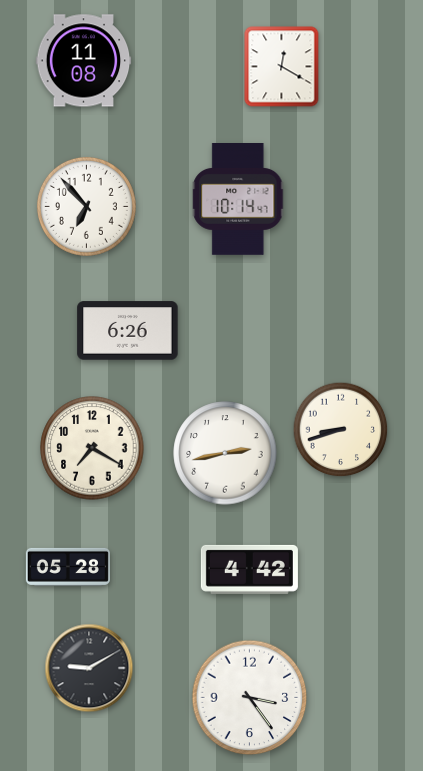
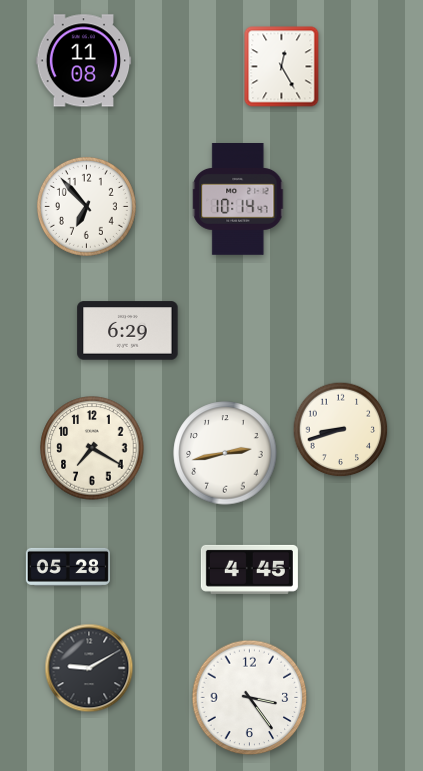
clock at (282, 67): 12:20 -> 12:25
clock at (128, 331): 6:26 -> 6:29
clock at (249, 569): 4:42 -> 4:45
